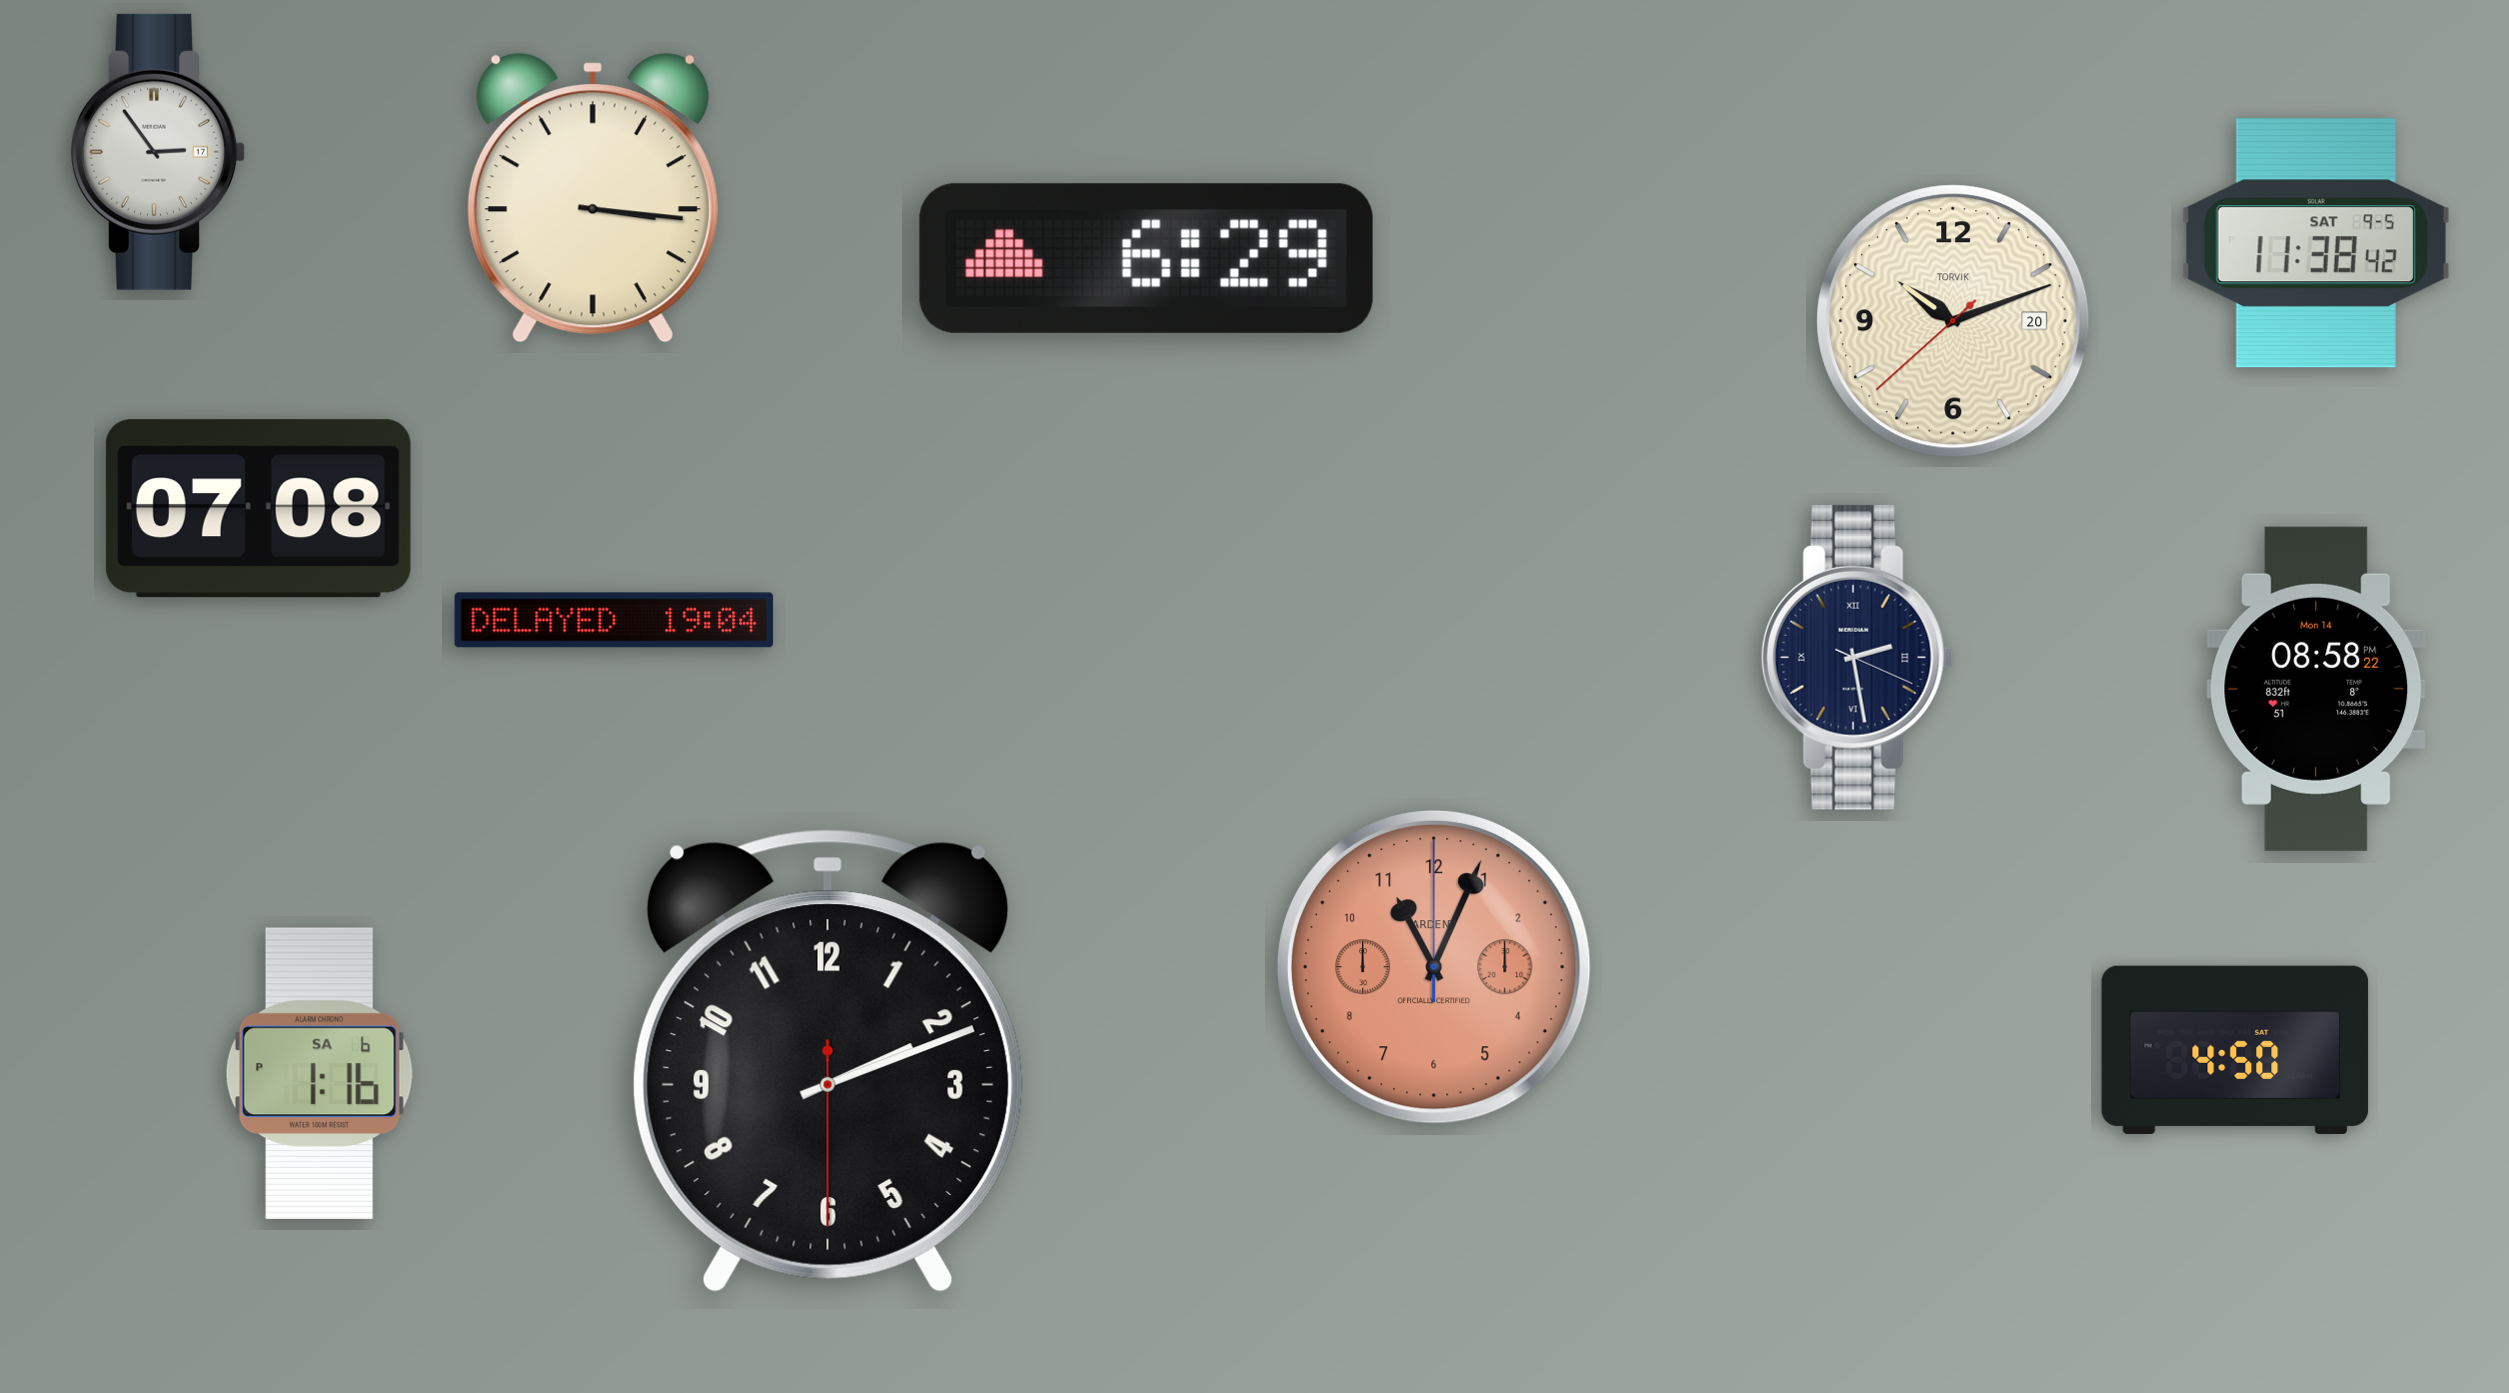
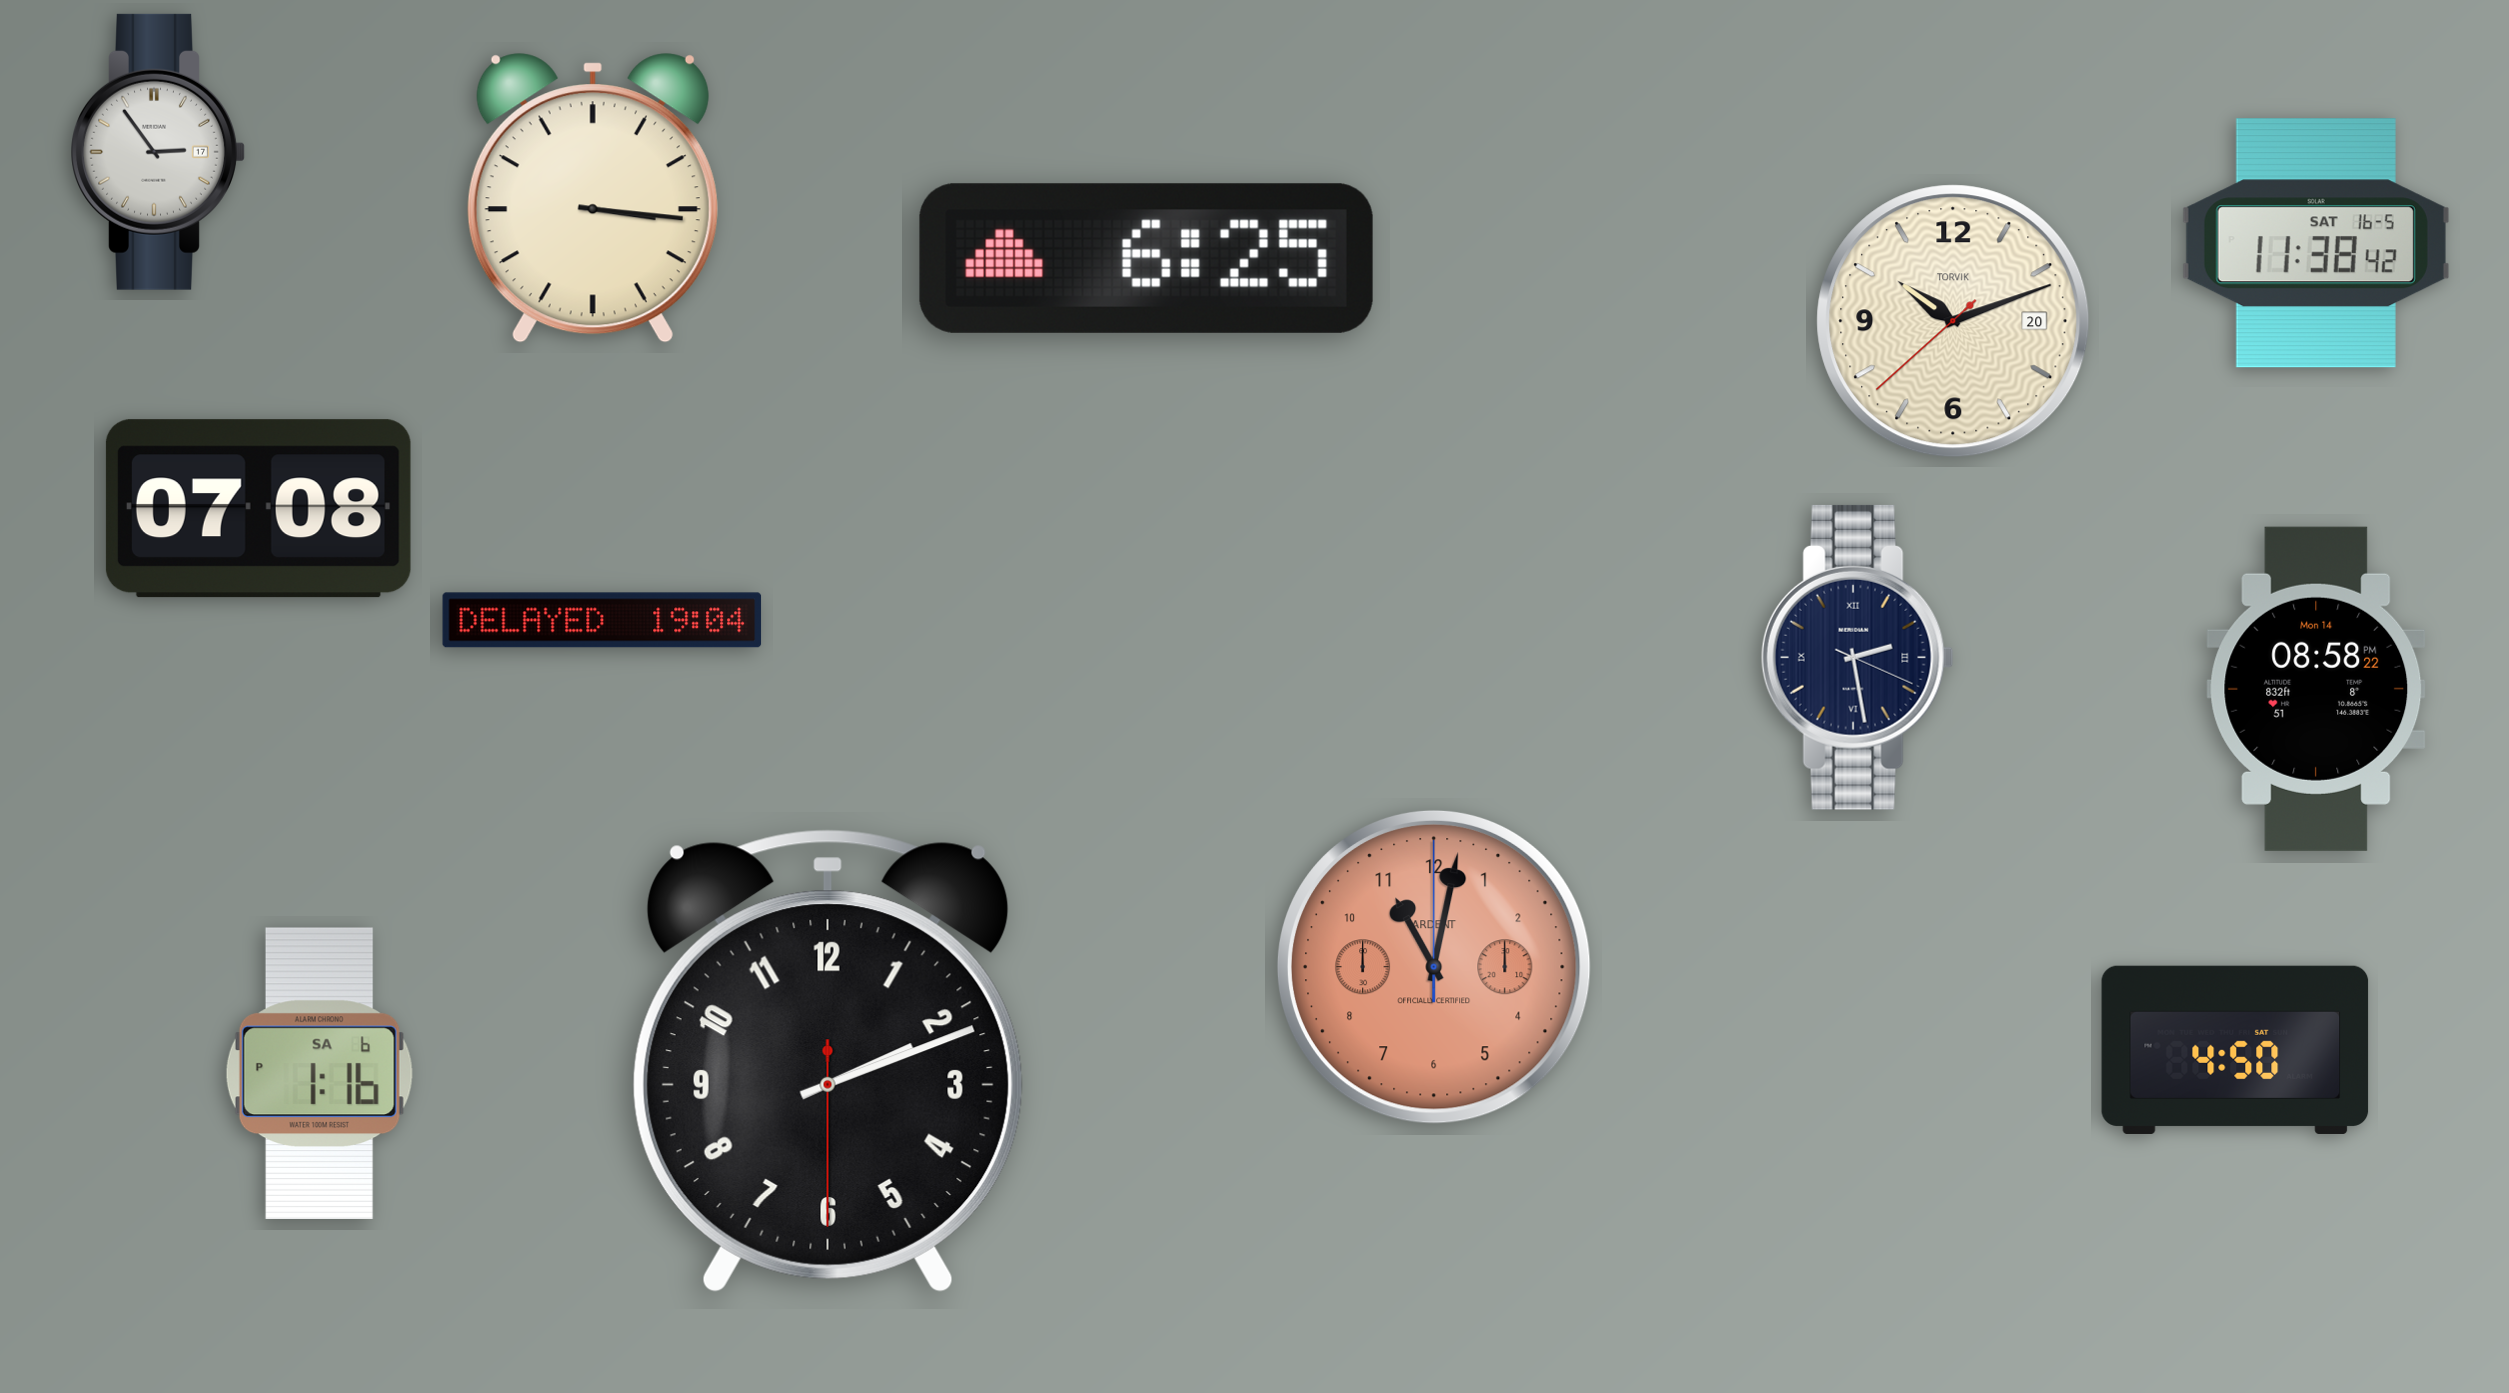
clock at (2316, 243) date: SAT 9-5 -> SAT 16-5
clock at (1146, 258): 6:29 -> 6:25
clock at (614, 620) position: (614, 620) -> (602, 620)
clock at (1434, 967): 11:04 -> 11:02
